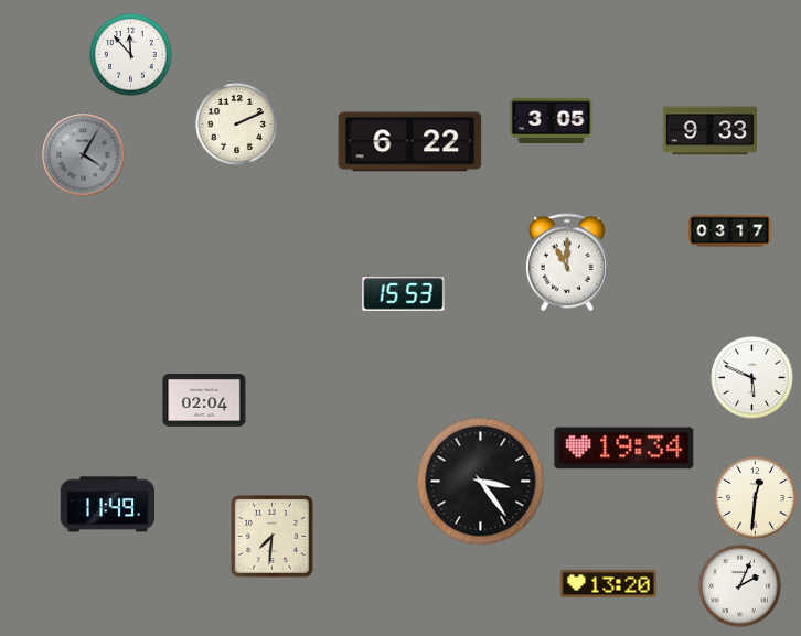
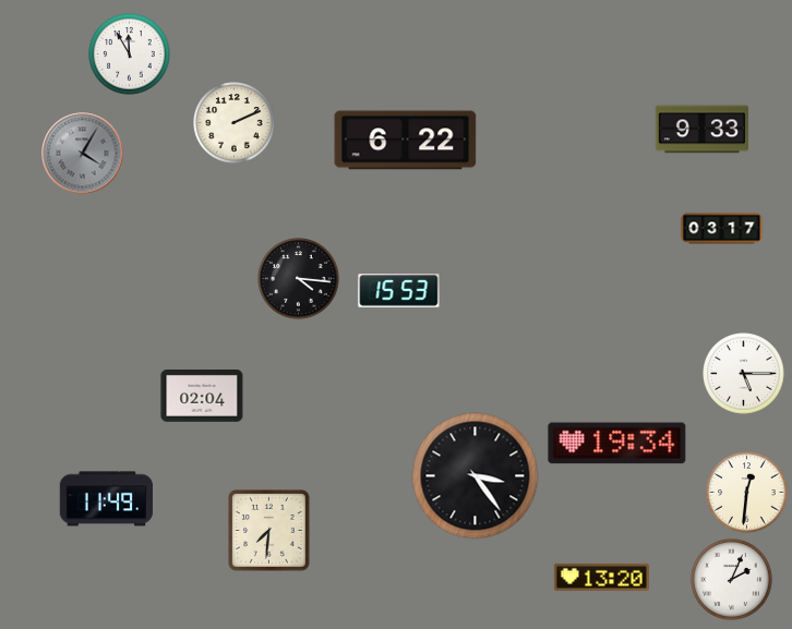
clock at (131, 55): 11:53 -> 11:55
clock at (552, 121): 3:05 -> none
clock at (567, 262): 11:00 -> none
clock at (299, 279): none -> 4:16
clock at (752, 378): 5:49 -> 5:15
